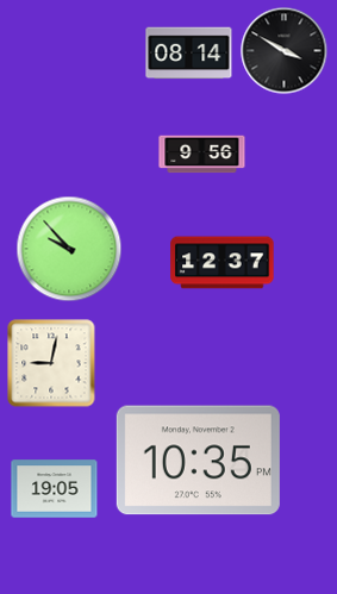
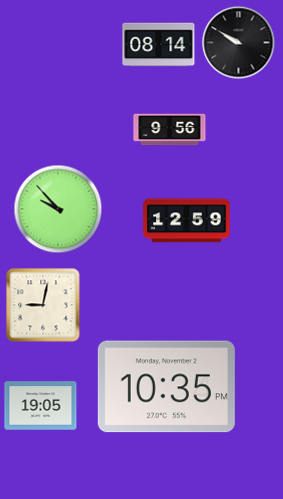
clock at (285, 51): 3:50 -> 9:50
clock at (223, 263): 12:37 -> 12:59
clock at (55, 489) position: (55, 489) -> (41, 406)
